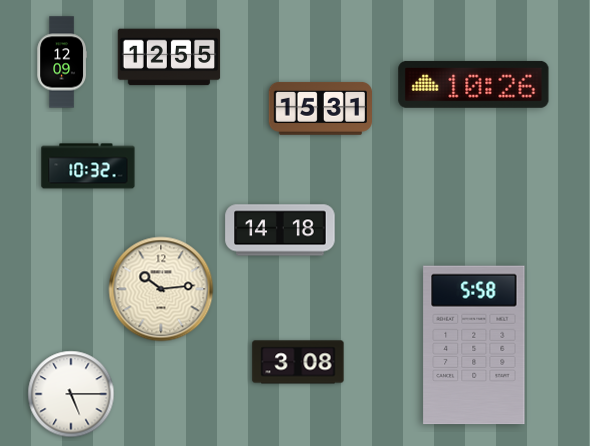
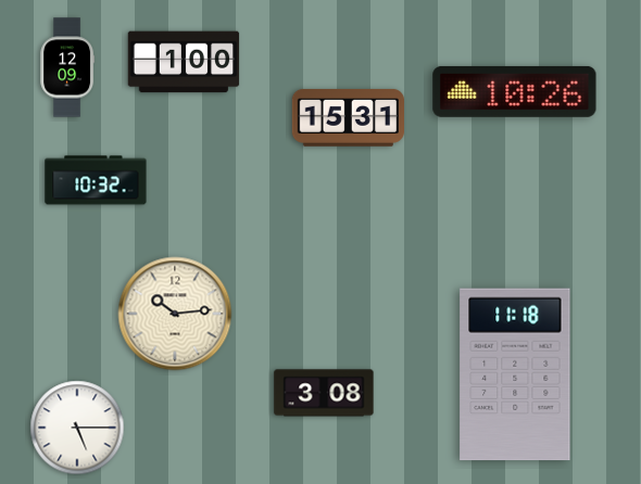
clock at (169, 57): 12:55 -> 1:00
clock at (280, 230): 14:18 -> none
clock at (474, 345): 5:58 -> 11:18
